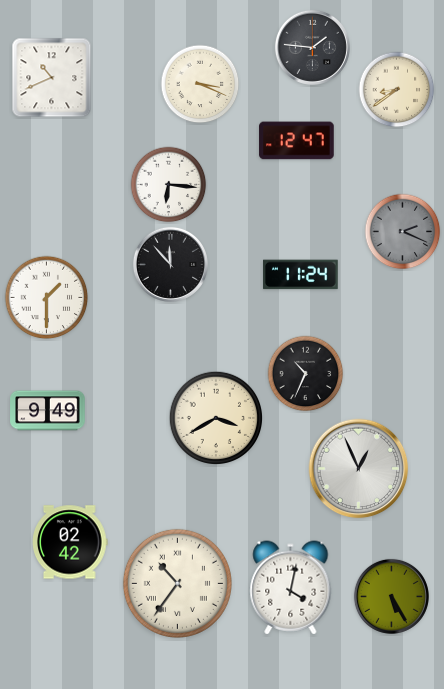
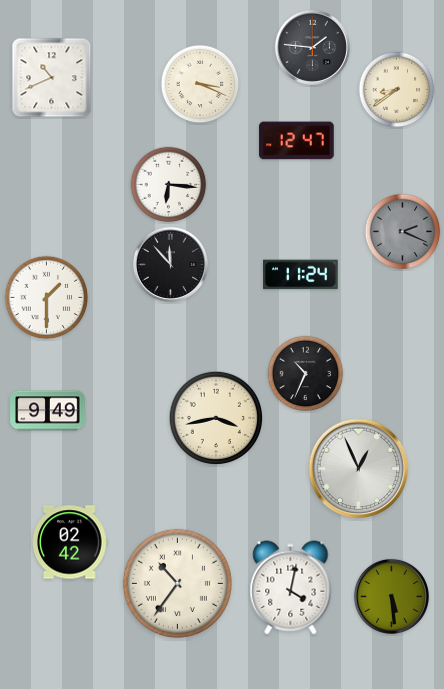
clock at (216, 418): 3:40 -> 3:43
clock at (391, 596): 5:25 -> 5:29
